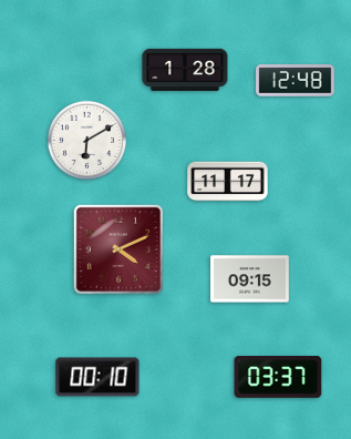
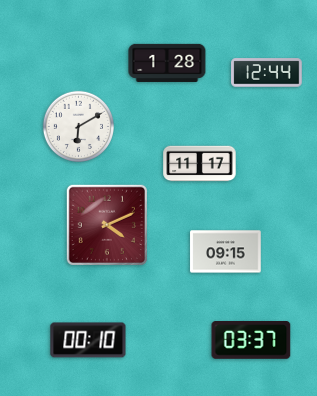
clock at (296, 81): 12:48 -> 12:44
clock at (228, 182) position: (228, 182) -> (200, 164)
